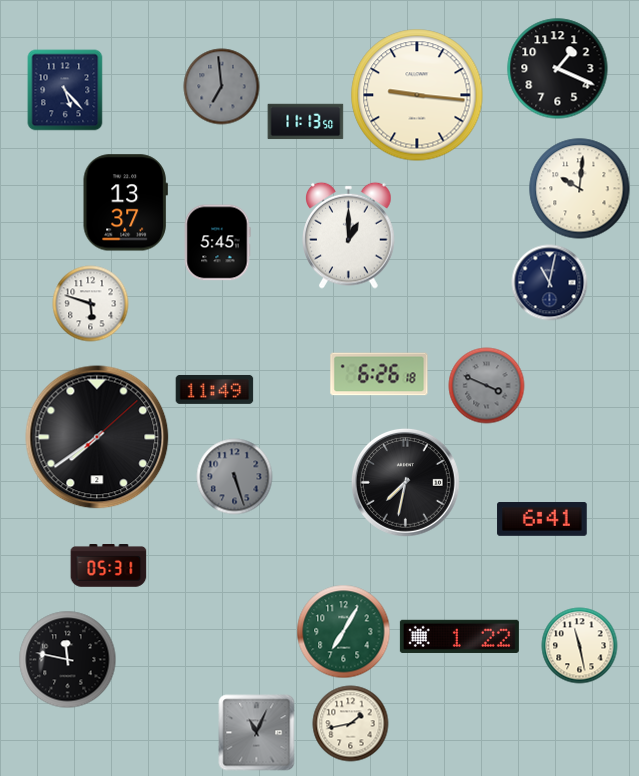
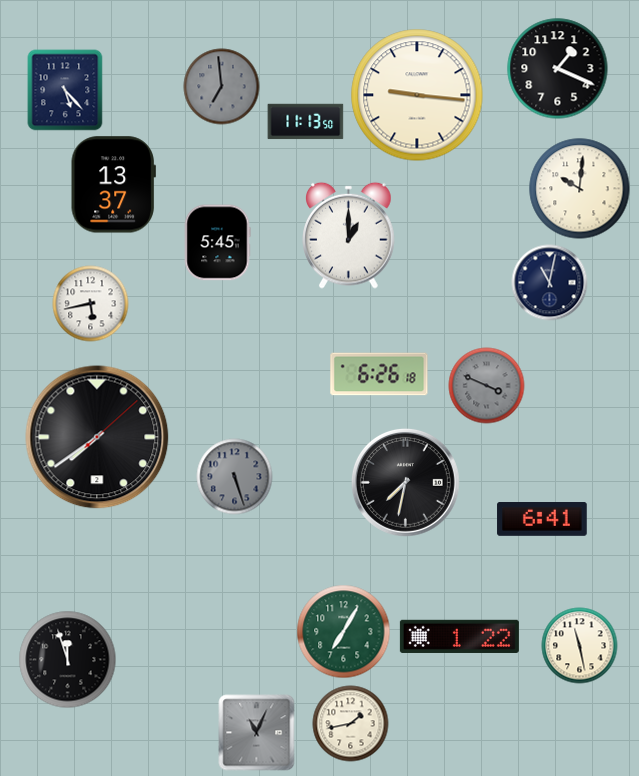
clock at (125, 203) position: (125, 203) -> (113, 185)
clock at (91, 304): 5:48 -> 5:43
clock at (215, 389): 11:49 -> none
clock at (109, 566): 05:31 -> none
clock at (68, 660): 11:47 -> 11:57
